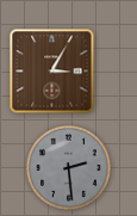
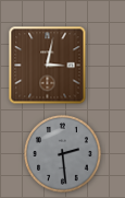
clock at (52, 72): 3:05 -> 3:02
